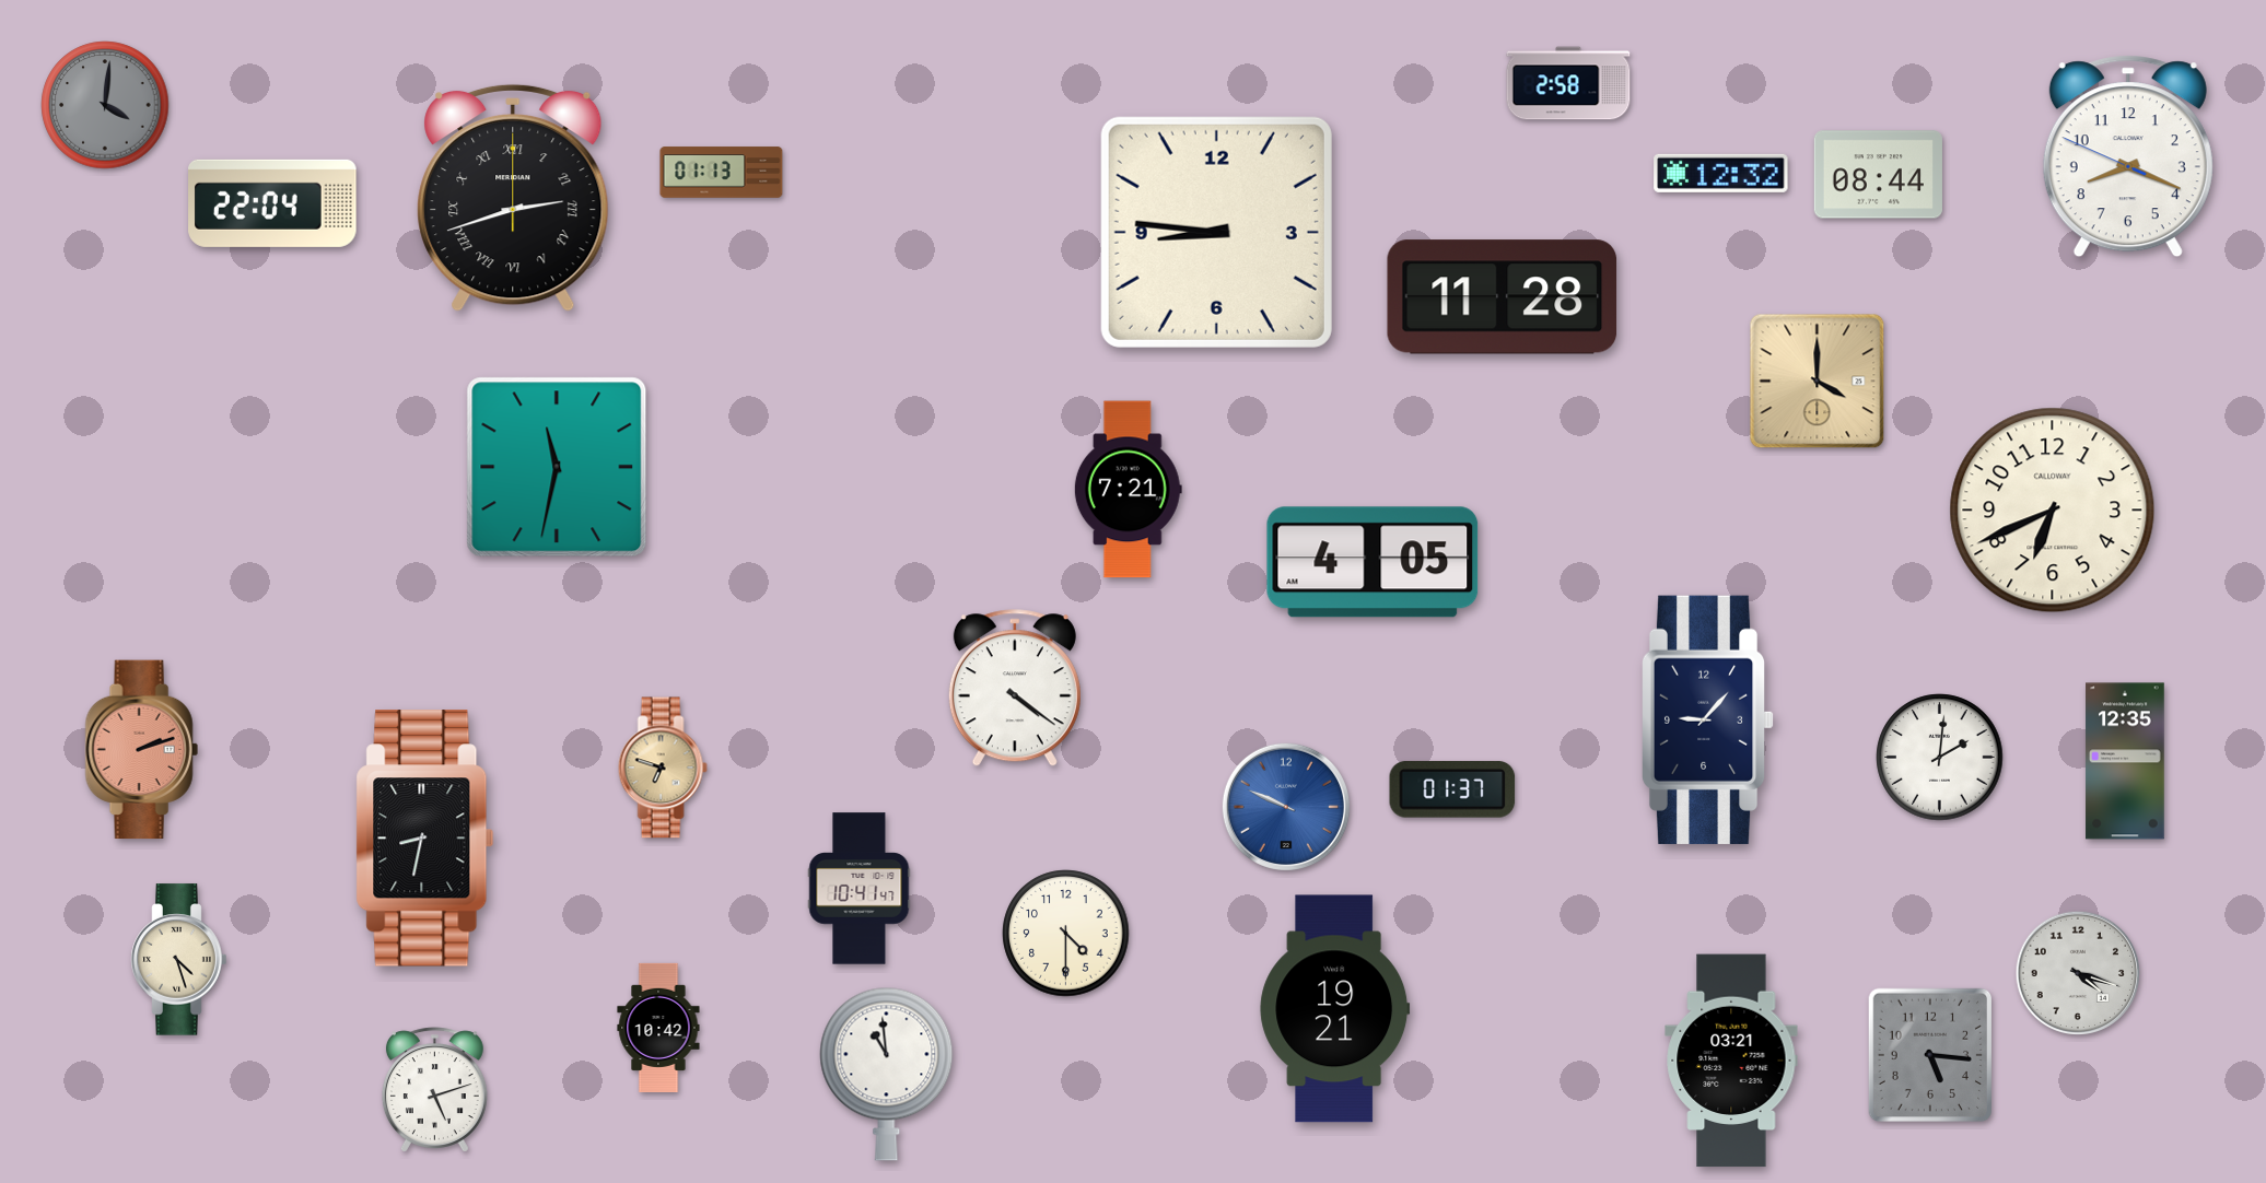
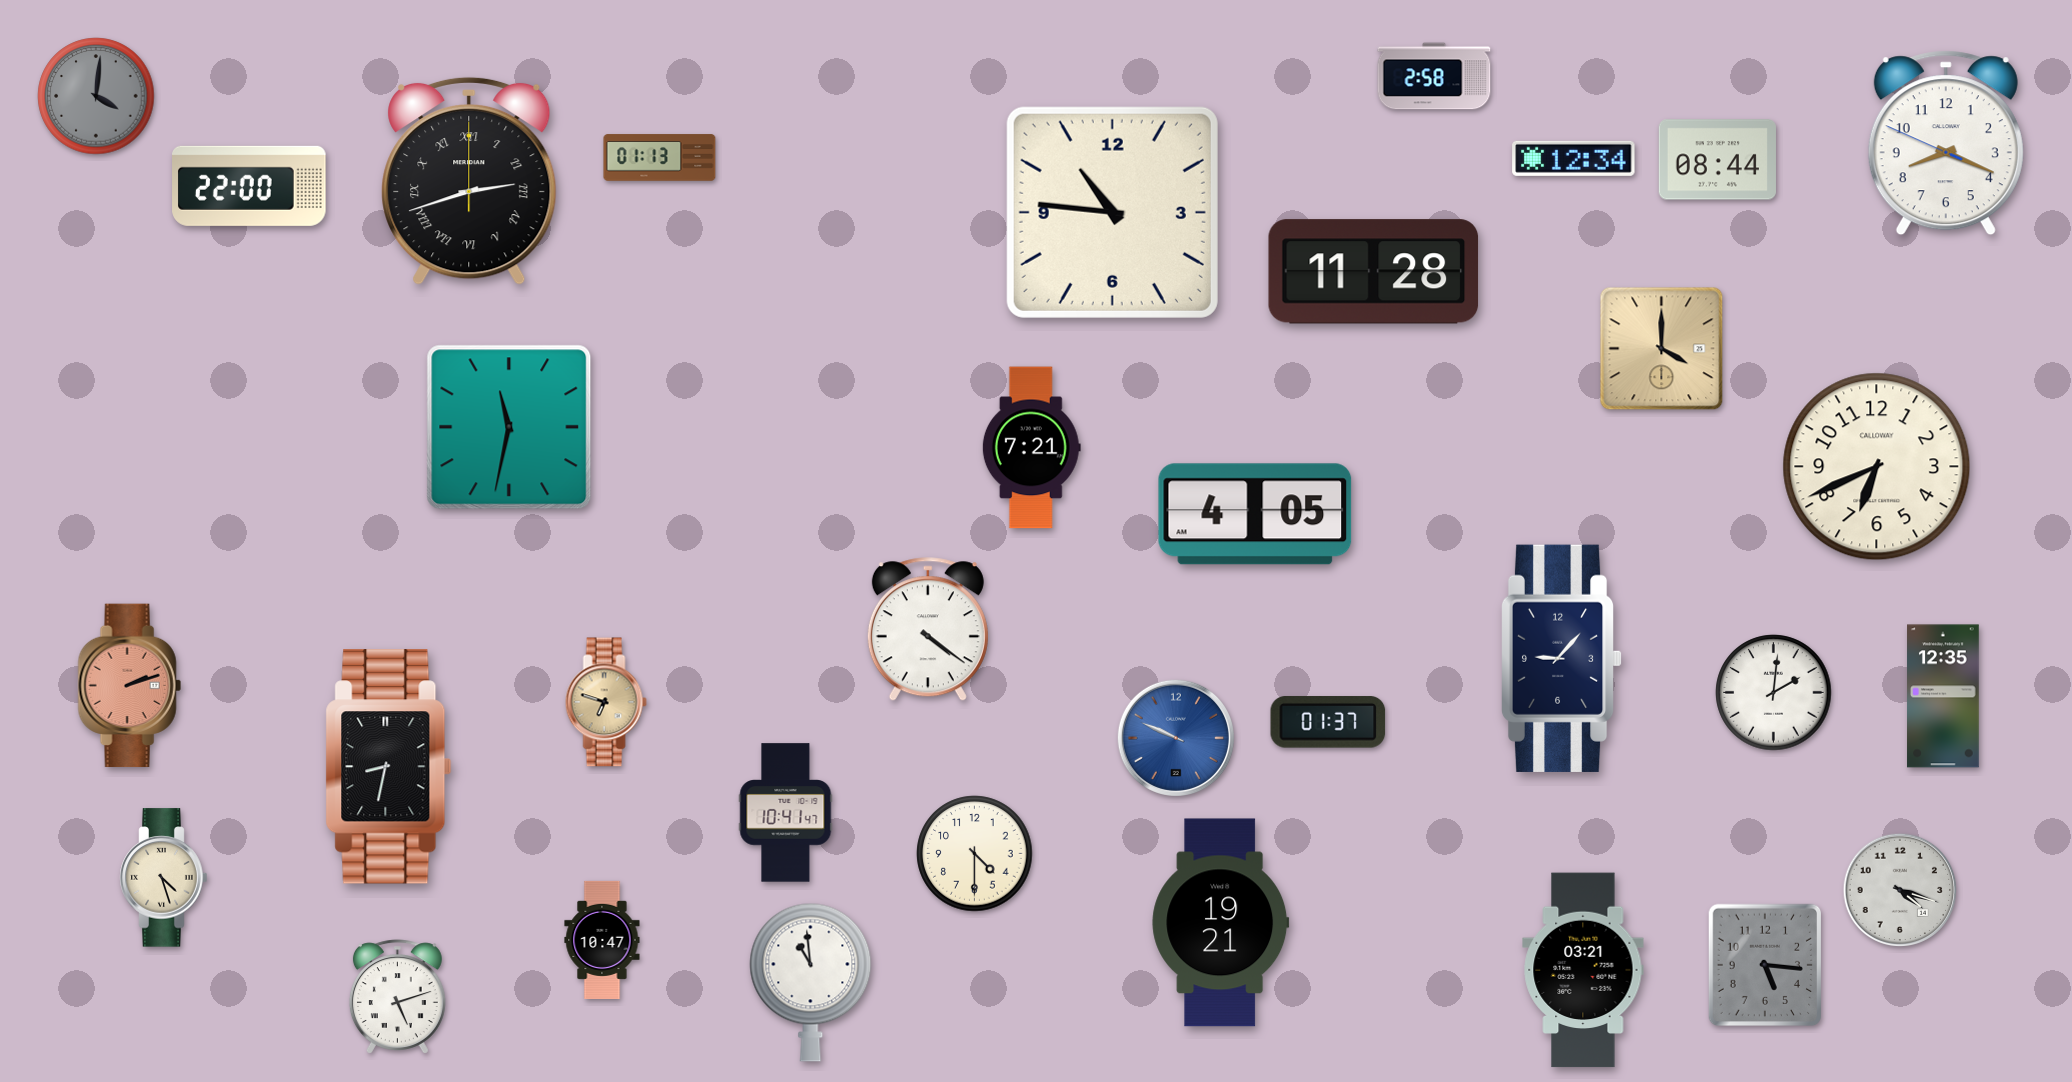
clock at (1721, 173): 12:32 -> 12:34
clock at (272, 203): 22:04 -> 22:00
clock at (1216, 232): 8:46 -> 10:46
clock at (658, 1028): 10:42 -> 10:47
